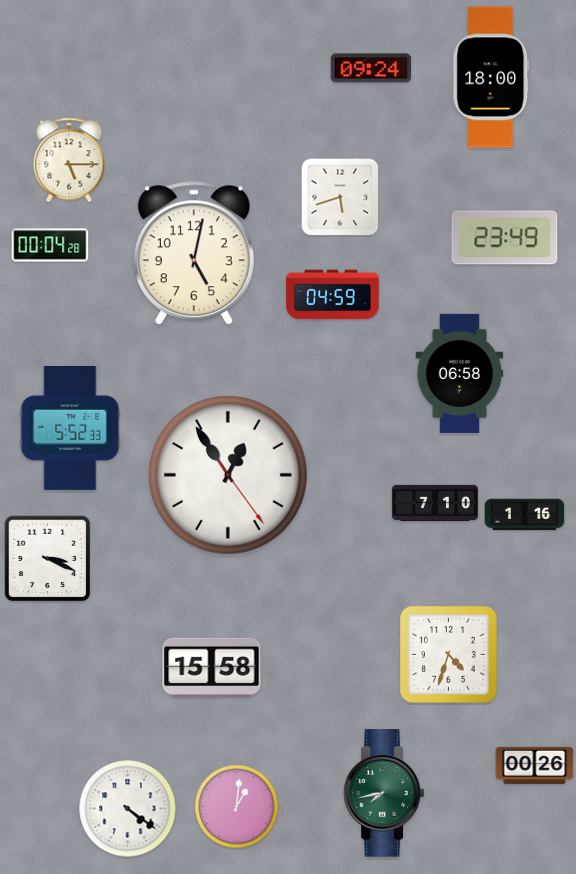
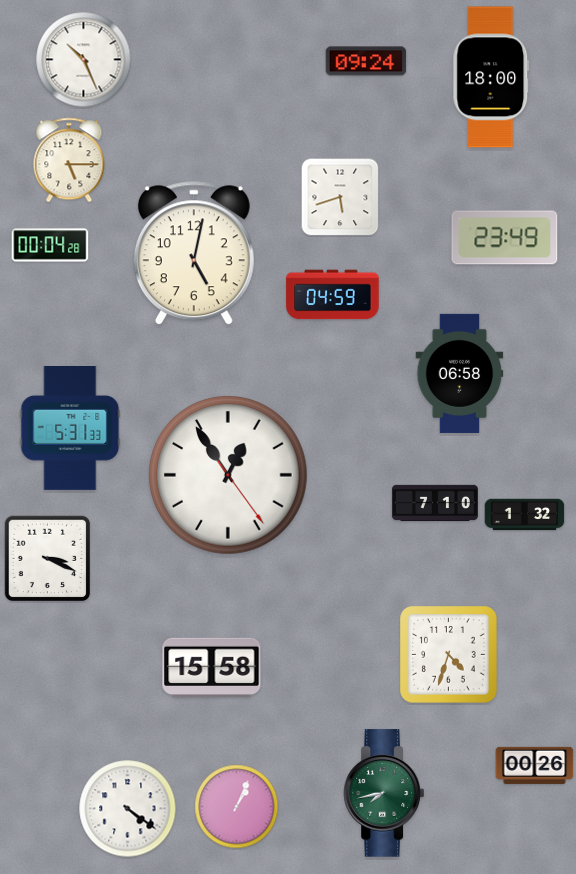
clock at (84, 60): none -> 10:26
clock at (371, 68) position: (371, 68) -> (366, 61)
clock at (70, 429): 5:52 -> 5:31
clock at (525, 515): 1:16 -> 1:32
clock at (237, 807): 1:01 -> 1:04
